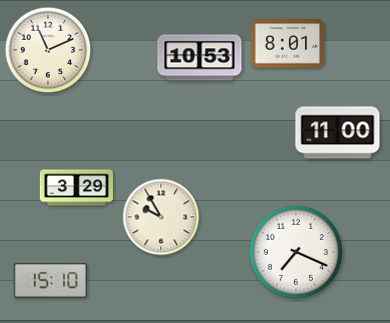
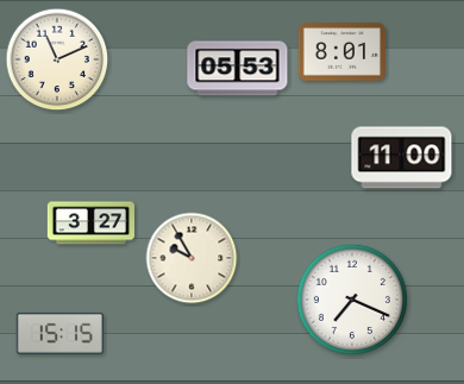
clock at (200, 58): 10:53 -> 05:53
clock at (76, 188): 3:29 -> 3:27
clock at (50, 280): 15:10 -> 15:15
